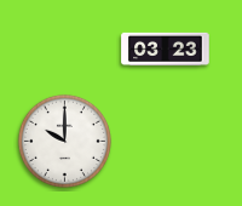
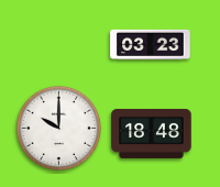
clock at (152, 133): none -> 18:48
